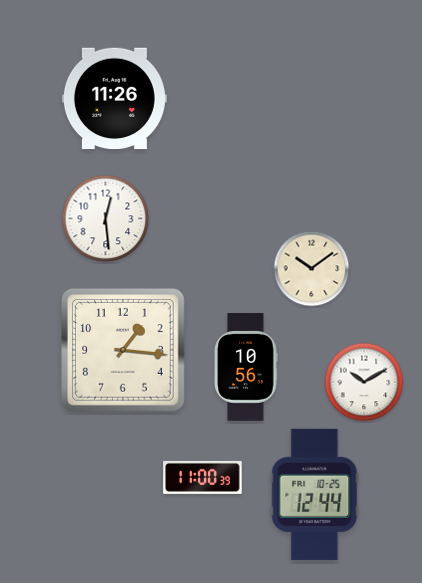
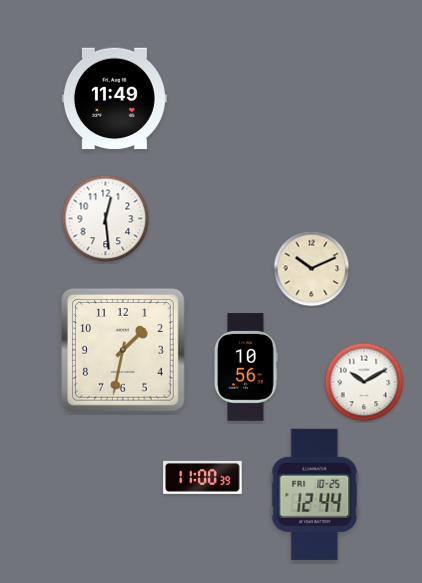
clock at (114, 99): 11:26 -> 11:49
clock at (312, 269): 10:09 -> 10:11
clock at (124, 351): 1:16 -> 1:32
